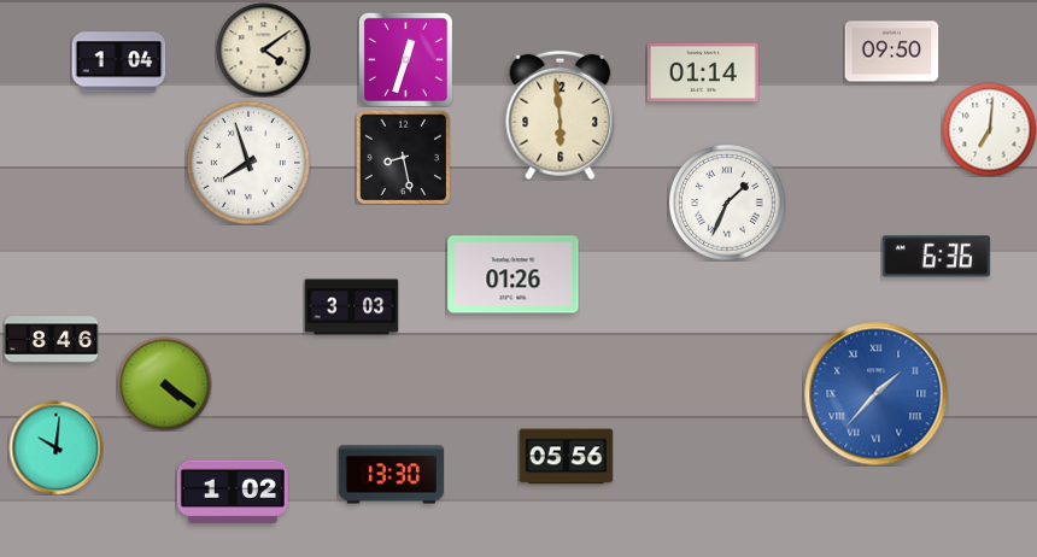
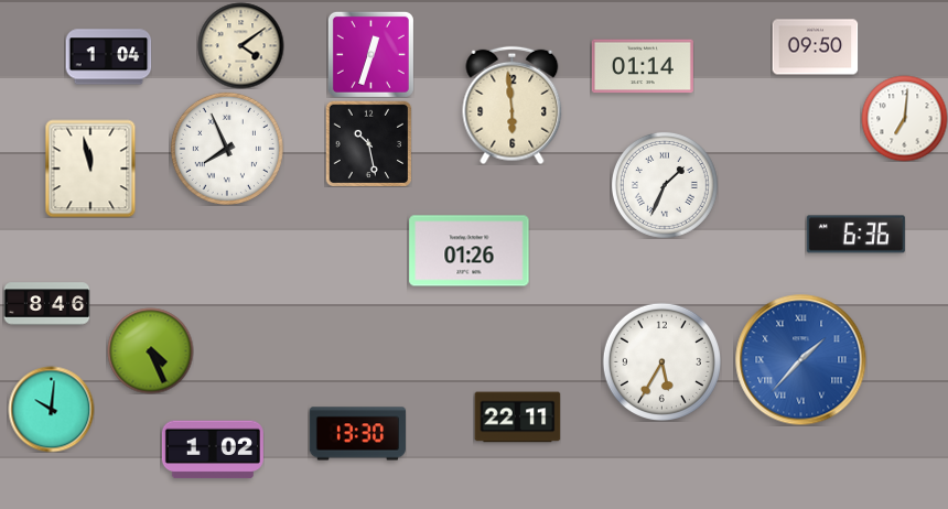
clock at (403, 157): 8:28 -> 10:28
clock at (248, 163): 7:57 -> 7:56
clock at (90, 169): none -> 11:58
clock at (351, 307): 3:03 -> none
clock at (51, 340) position: (51, 340) -> (46, 304)
clock at (164, 383): 4:21 -> 4:26
clock at (661, 361): none -> 5:35
clock at (566, 457): 05:56 -> 22:11
